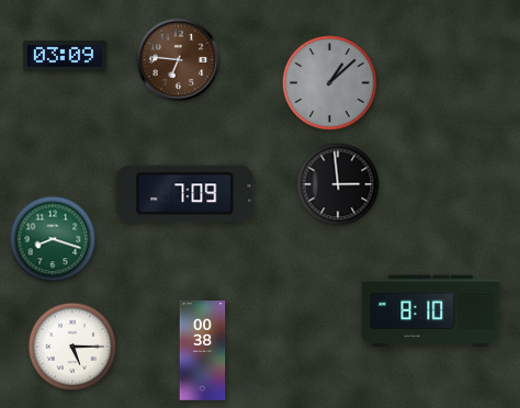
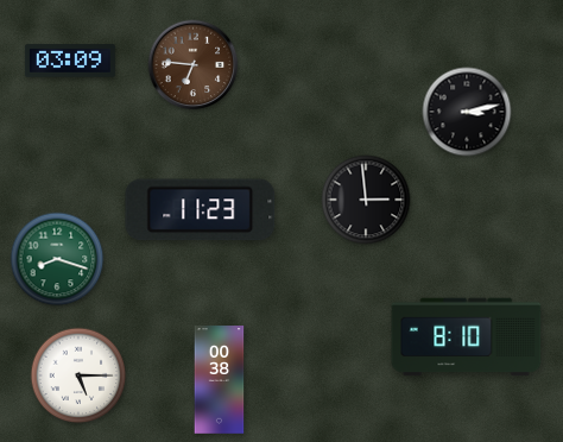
clock at (329, 82): 1:08 -> none
clock at (467, 112): none -> 3:13
clock at (185, 194): 7:09 -> 11:23
